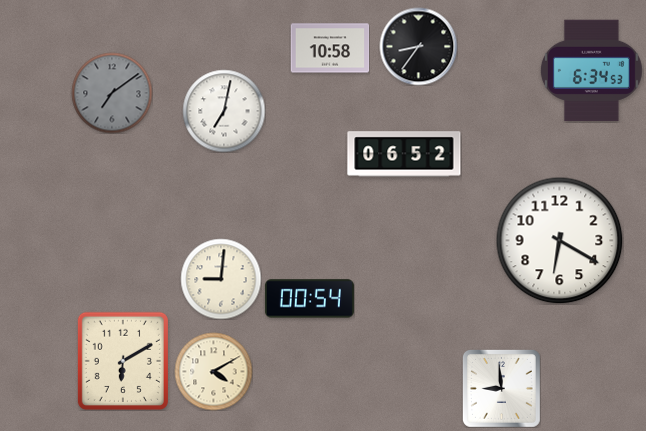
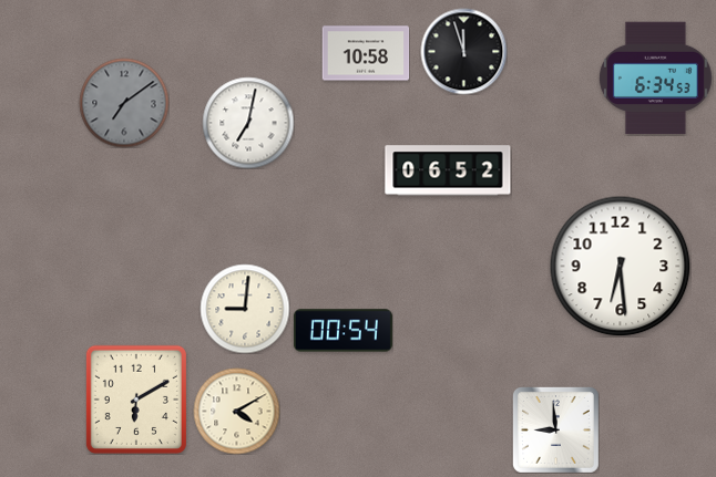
clock at (418, 46): 8:36 -> 11:57
clock at (559, 240): 6:20 -> 6:29
